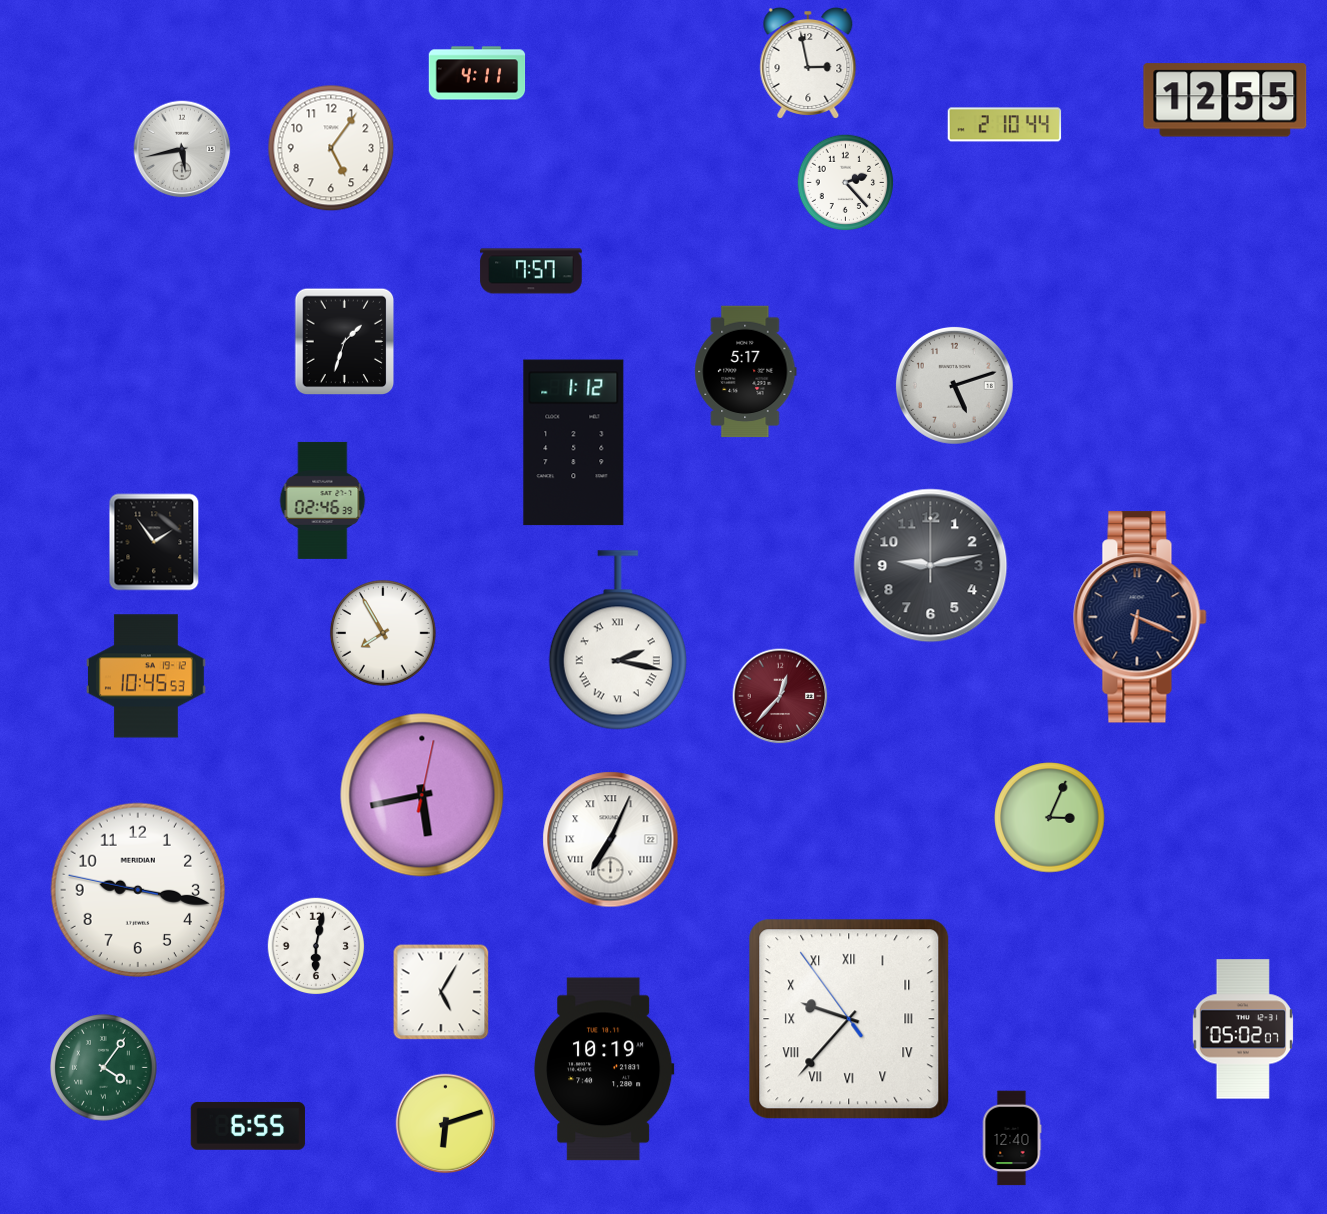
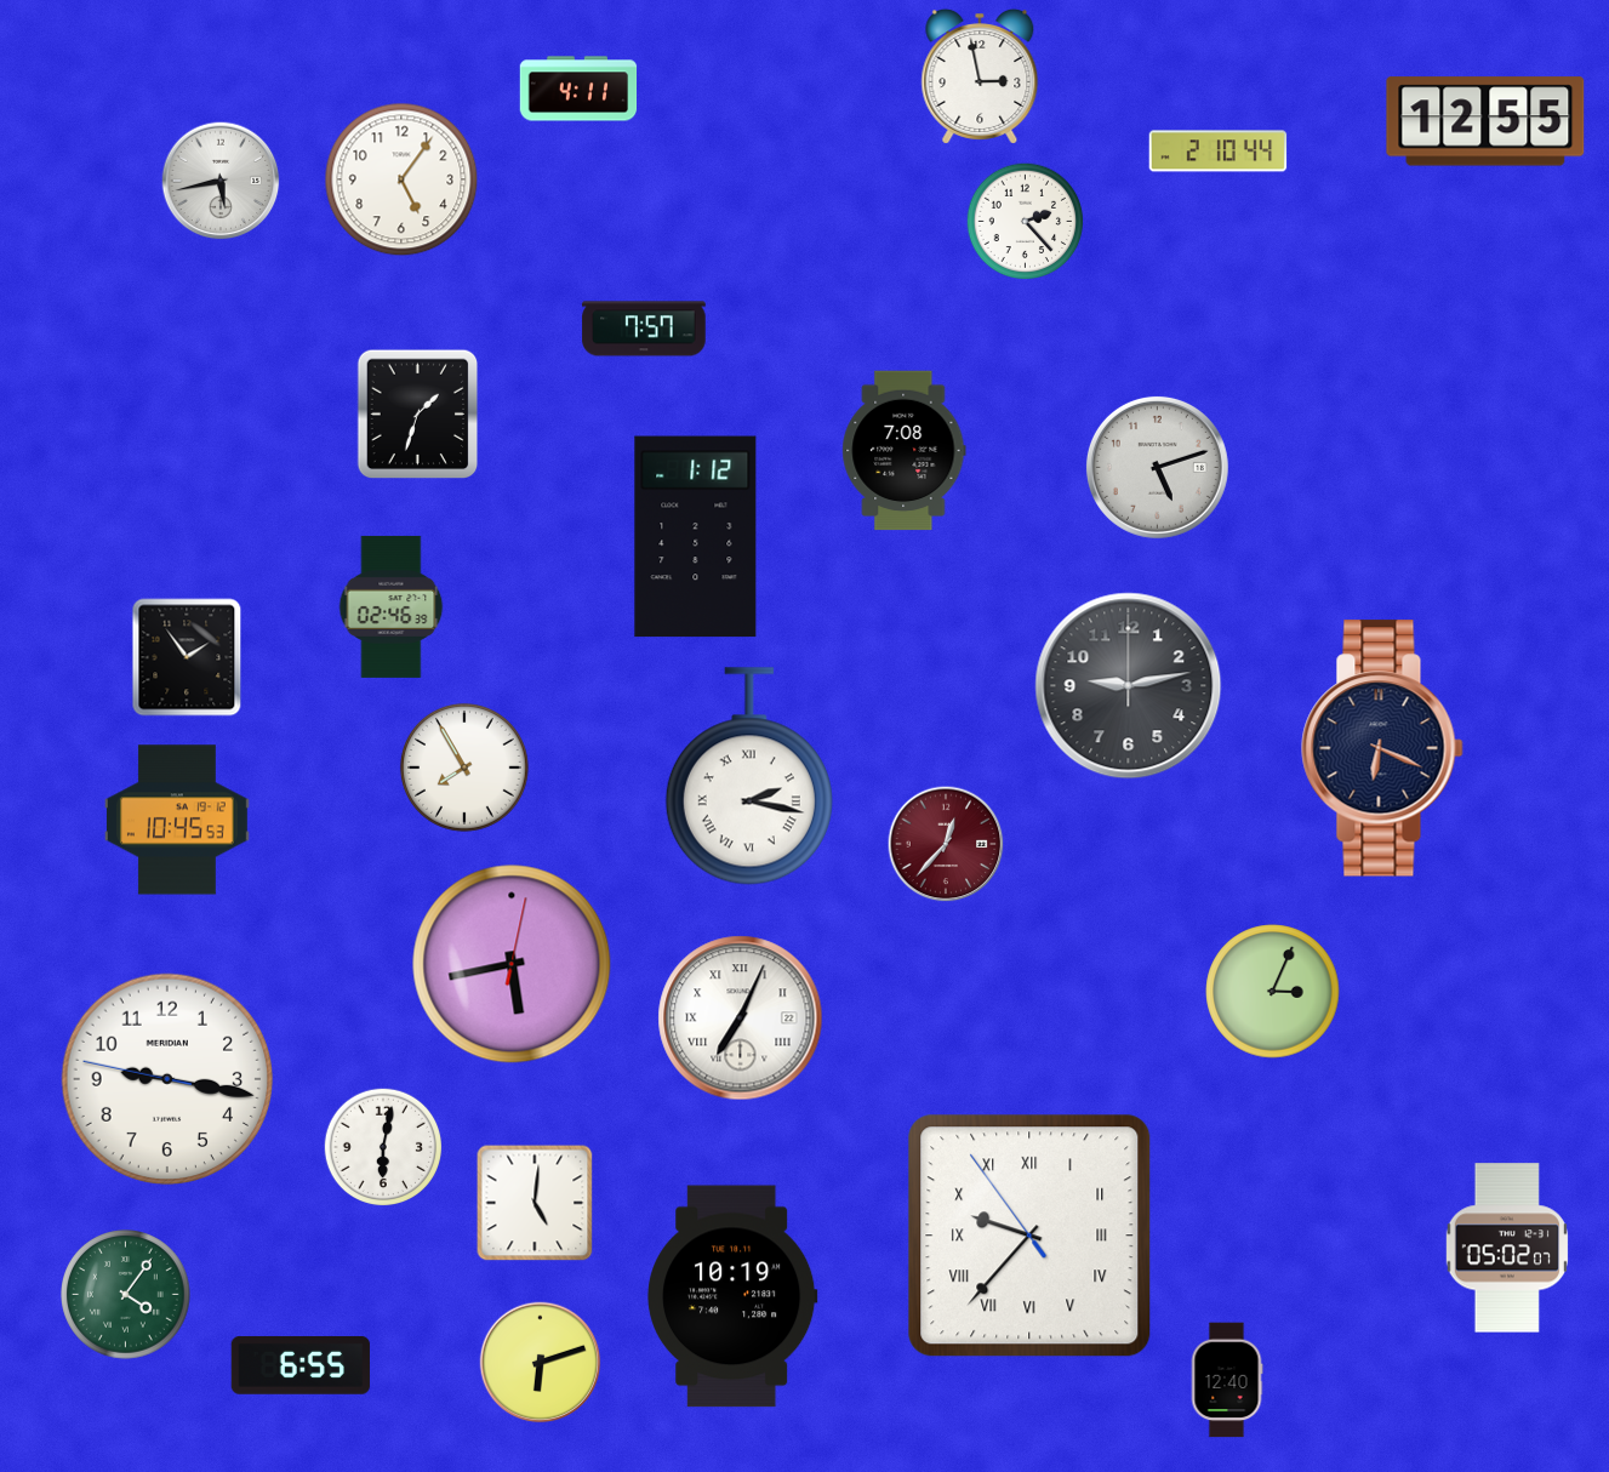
clock at (746, 372): 5:17 -> 7:08
clock at (441, 992): 5:05 -> 5:01
